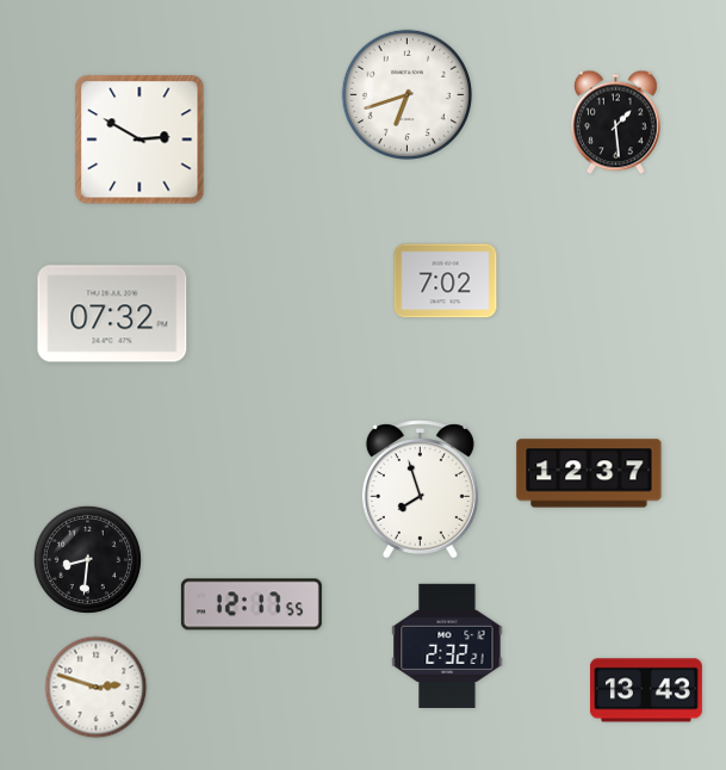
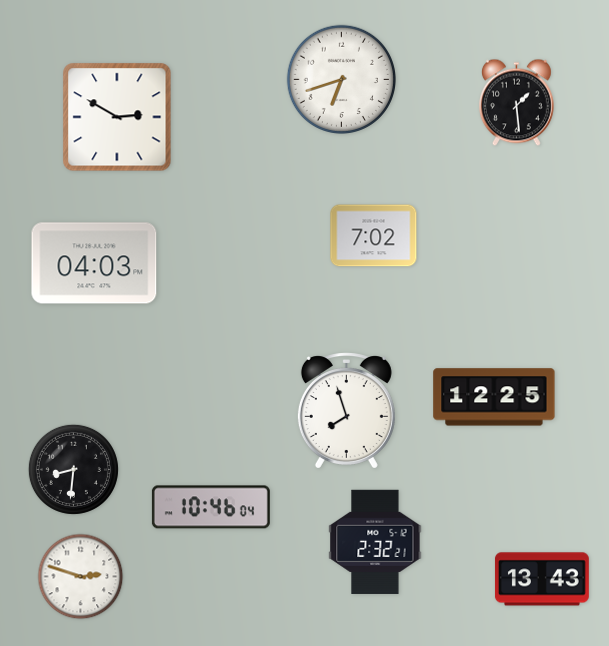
clock at (112, 313): 07:32 -> 04:03
clock at (589, 473): 12:37 -> 12:25
clock at (420, 490) position: (420, 490) -> (346, 411)
clock at (252, 604): 12:17 -> 10:46
